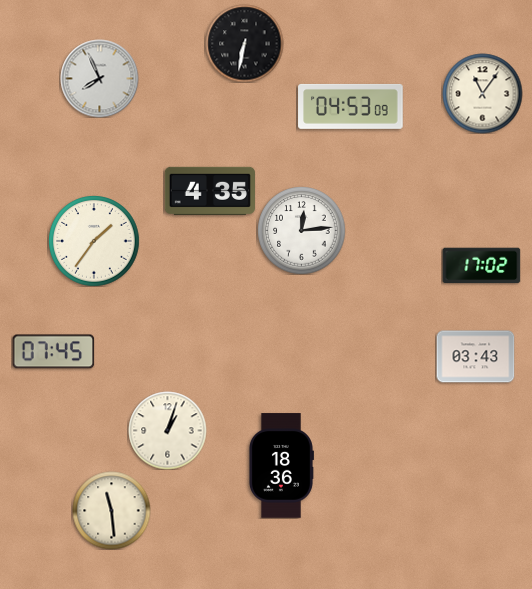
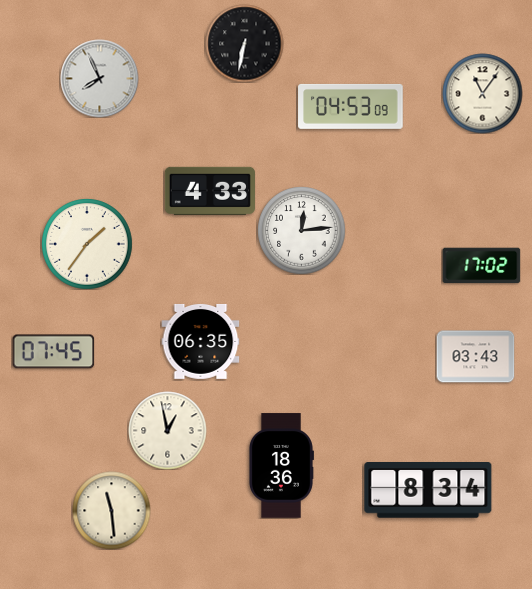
clock at (209, 191): 4:35 -> 4:33
clock at (94, 241) position: (94, 241) -> (87, 244)
clock at (200, 341): none -> 06:35
clock at (167, 430): 1:03 -> 12:58
clock at (428, 490): none -> 8:34
